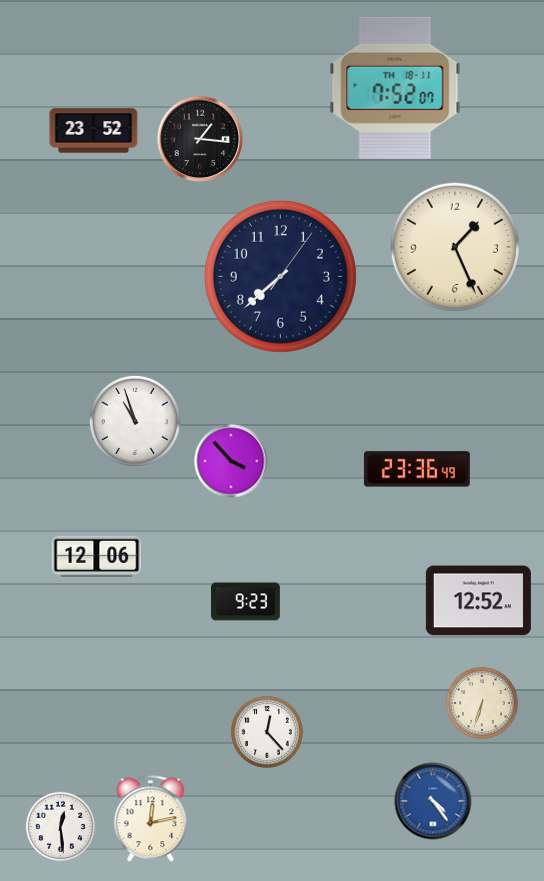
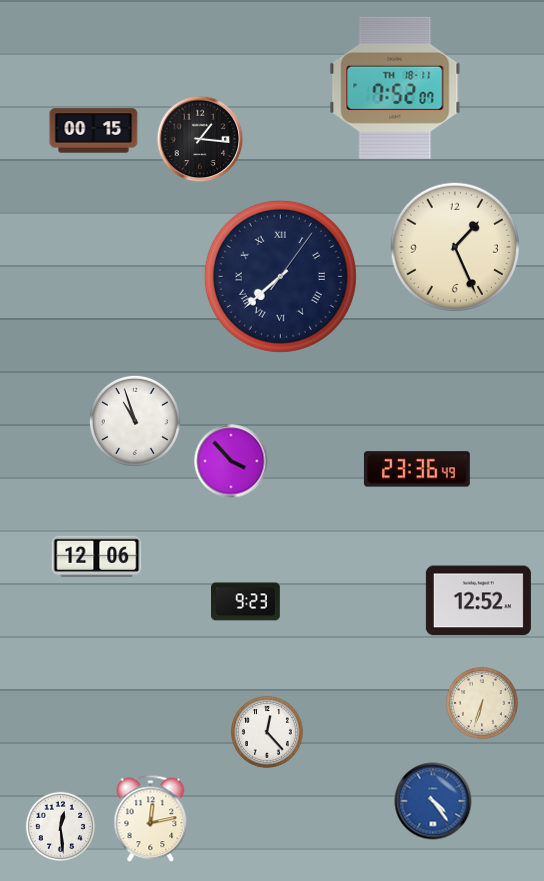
clock at (94, 131): 23:52 -> 00:15
clock at (280, 276) numerals: Arabic -> Roman
